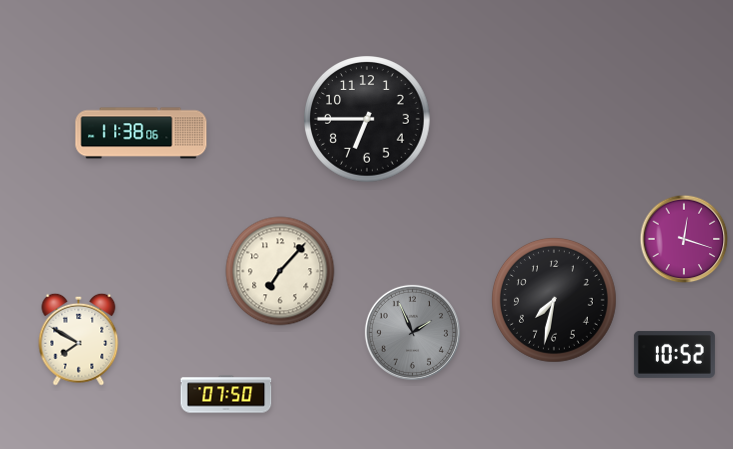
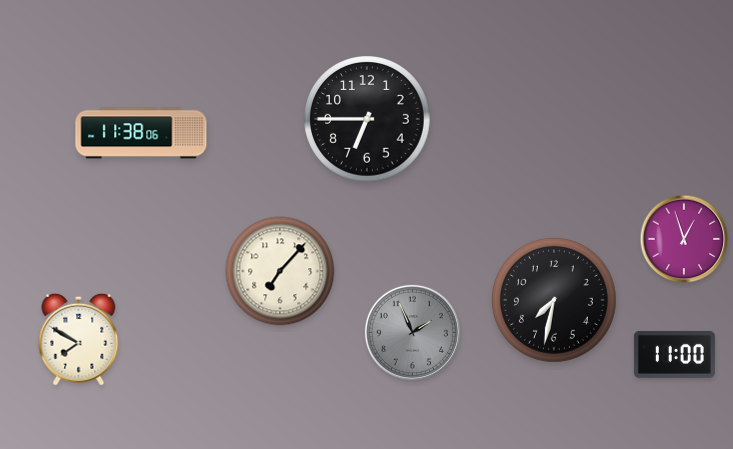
clock at (684, 239): 12:18 -> 12:57
clock at (674, 354): 10:52 -> 11:00
clock at (226, 394): 07:50 -> none
